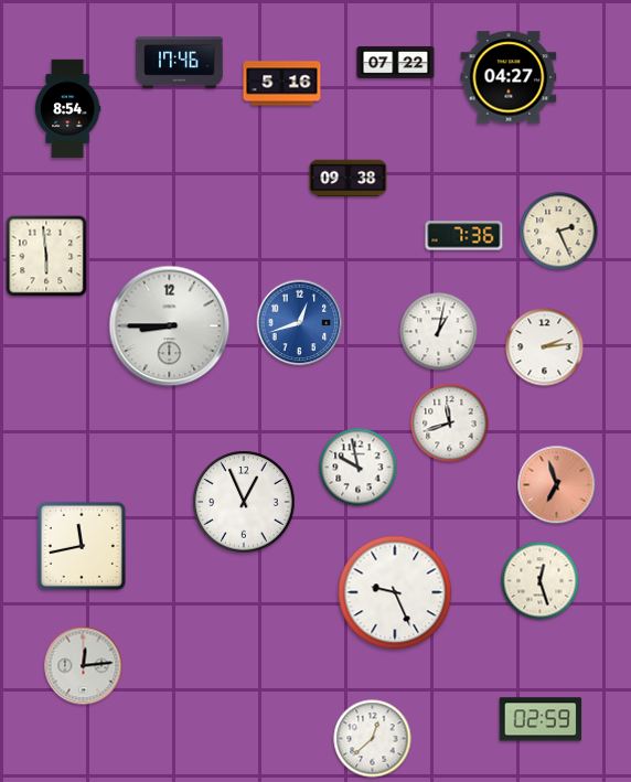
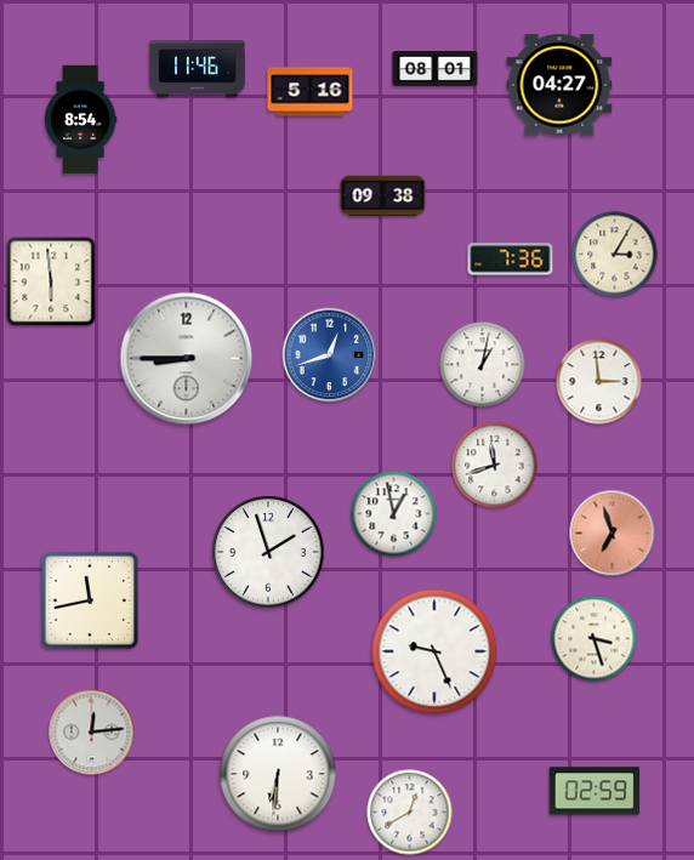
clock at (396, 62): 07:22 -> 08:01
clock at (180, 63): 17:46 -> 11:46
clock at (67, 109) position: (67, 109) -> (80, 120)
clock at (559, 232): 2:26 -> 3:05
clock at (545, 347): 2:14 -> 2:59
clock at (359, 468): 9:58 -> 12:58
clock at (244, 502): 12:56 -> 1:57
clock at (541, 581): 12:27 -> 3:27
clock at (278, 774): none -> 6:31
clock at (373, 739): 12:38 -> 12:40
